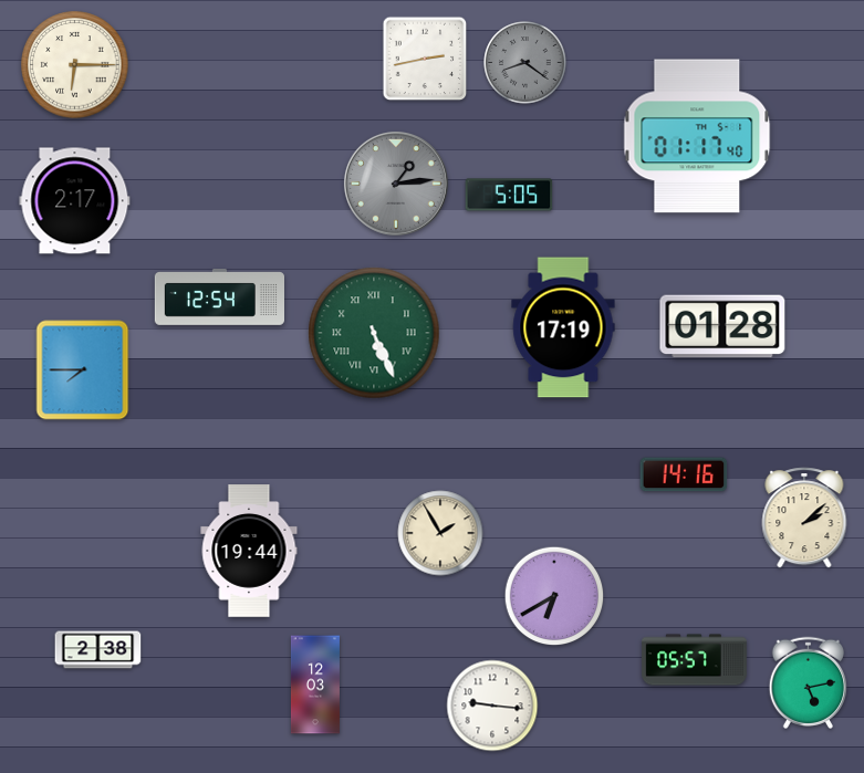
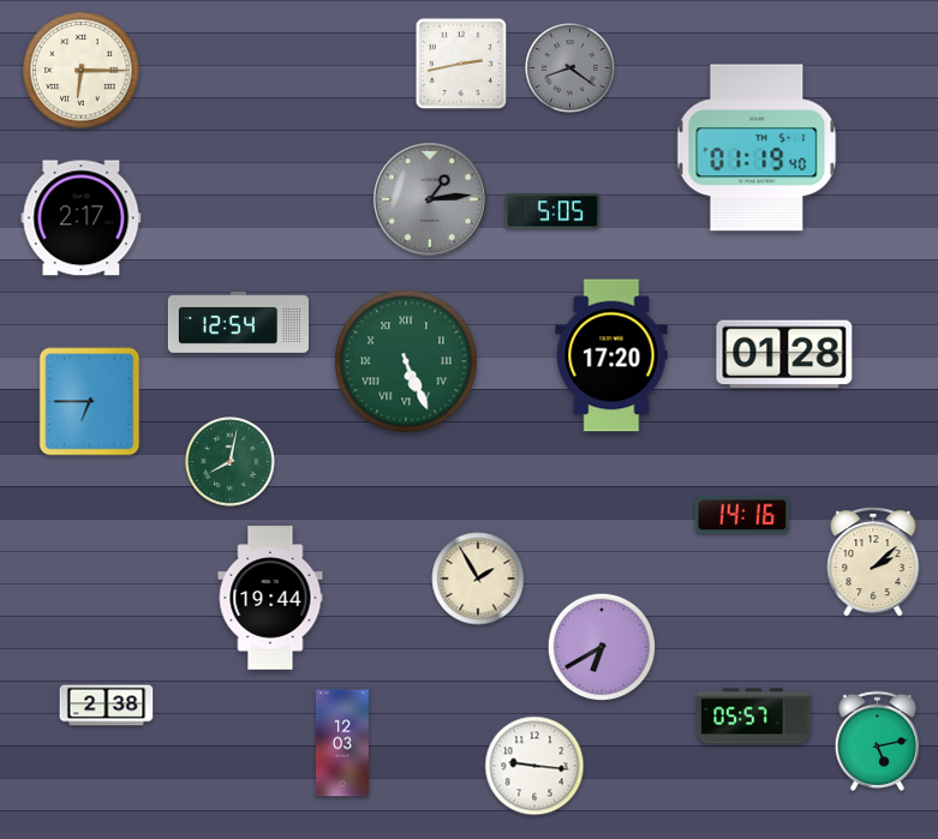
clock at (697, 136): 01:17 -> 01:19
clock at (563, 327): 17:19 -> 17:20
clock at (83, 370): 7:45 -> 6:45
clock at (231, 462): none -> 8:02
